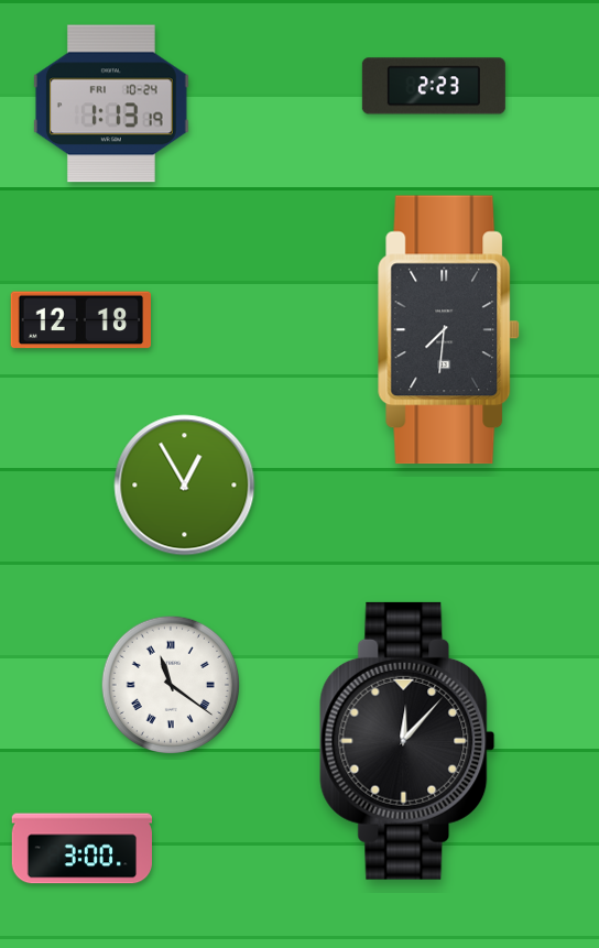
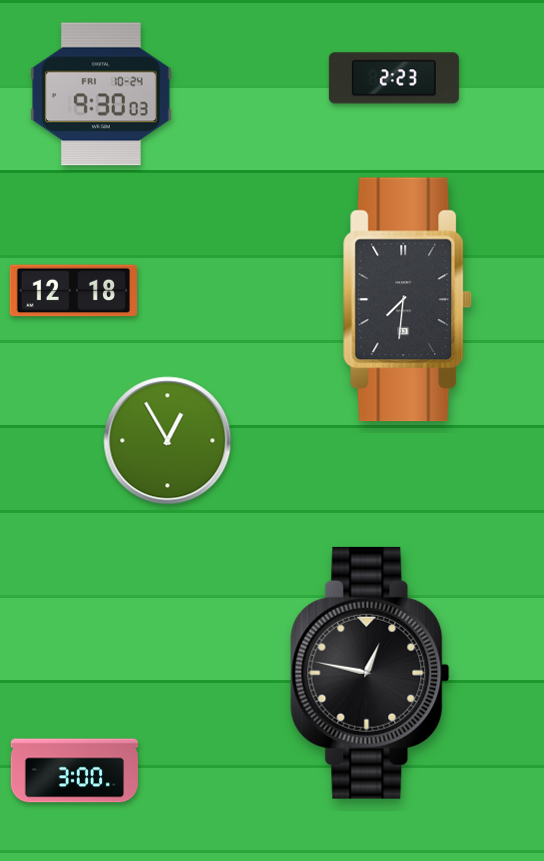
clock at (111, 103): 1:13 -> 9:30
clock at (170, 684): 11:21 -> none
clock at (407, 741): 12:07 -> 12:47
